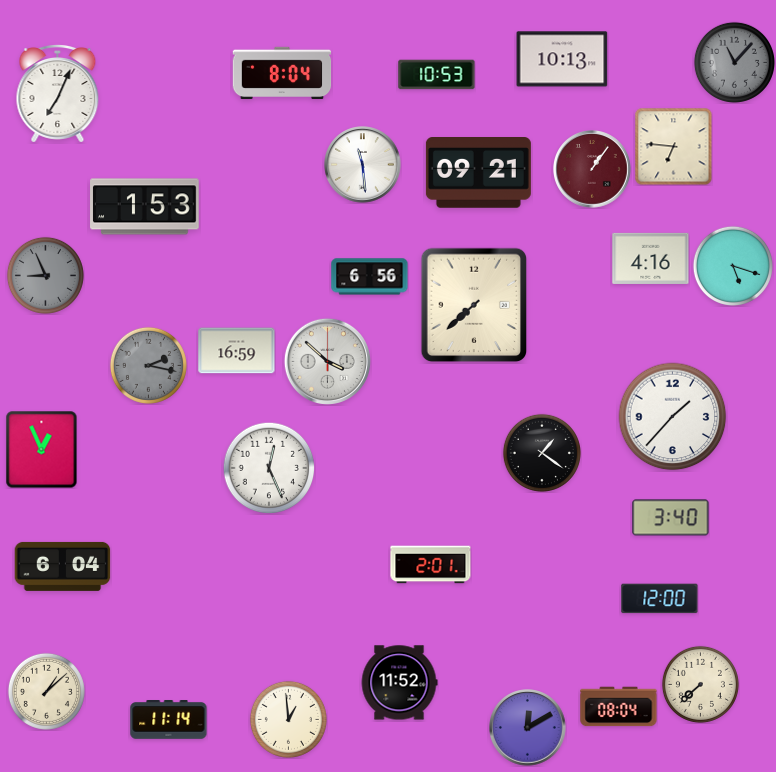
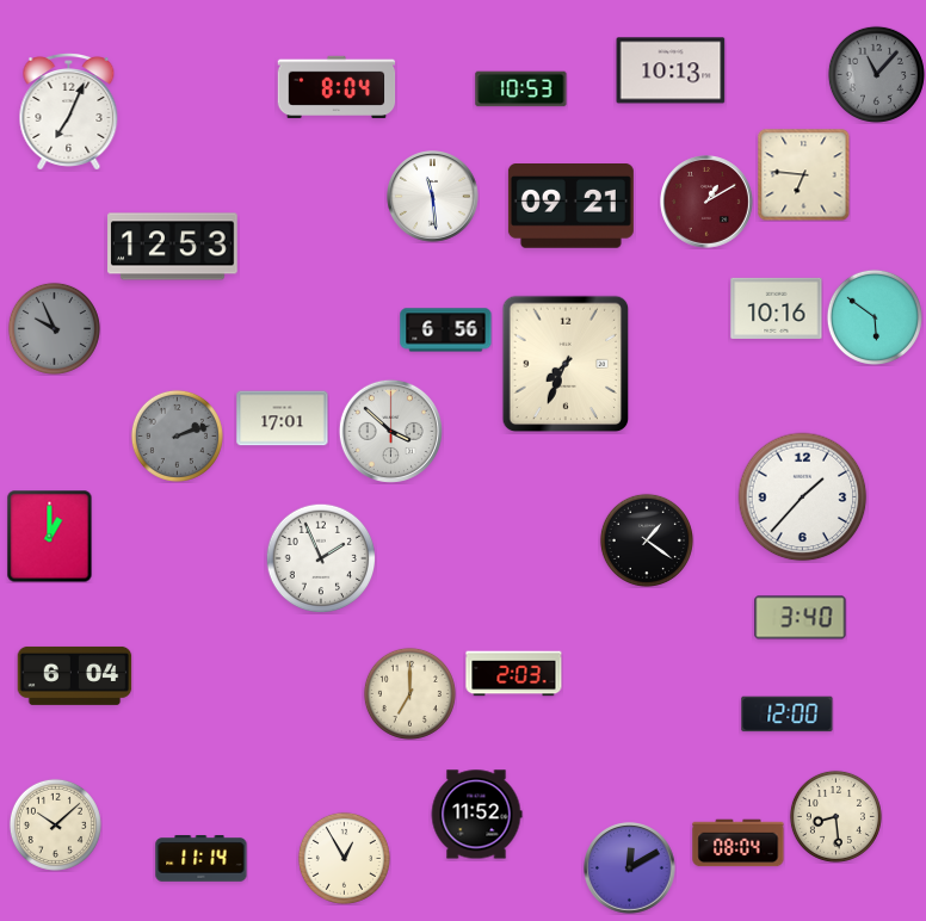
clock at (593, 170): 1:06 -> 1:10
clock at (145, 207): 1:53 -> 12:53
clock at (651, 258): 4:16 -> 10:16
clock at (733, 266): 5:18 -> 5:51
clock at (45, 275): 8:56 -> 9:56
clock at (370, 277) position: (370, 277) -> (446, 330)
clock at (474, 305): 7:38 -> 7:34
clock at (237, 351): 16:59 -> 17:01
clock at (148, 365): 2:17 -> 2:12
clock at (42, 449): 12:56 -> 1:00
clock at (269, 468): 12:26 -> 1:56
clock at (431, 565): 2:01 -> 2:03
clock at (409, 693): none -> 7:00
clock at (700, 684): 7:38 -> 8:29
clock at (46, 691): 1:08 -> 10:08
clock at (288, 719): 12:59 -> 12:55
